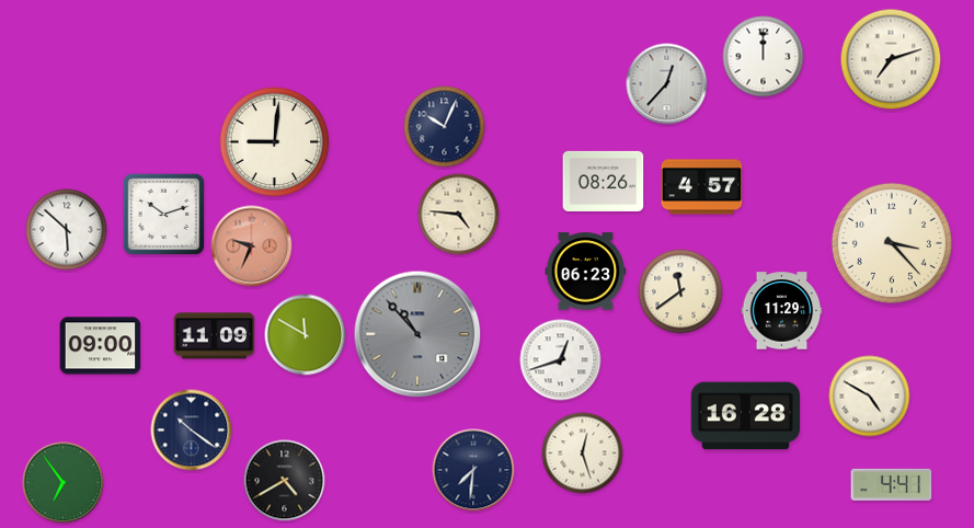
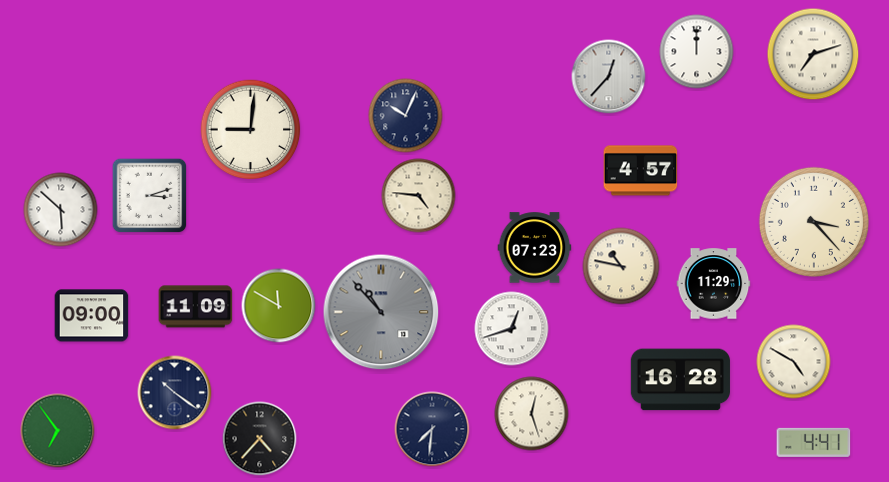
clock at (604, 181): 08:26 -> none
clock at (164, 215): 10:12 -> 3:12
clock at (252, 246): 9:34 -> none
clock at (586, 272): 06:23 -> 07:23
clock at (680, 291): 11:39 -> 10:47
clock at (417, 334) position: (417, 334) -> (381, 312)
clock at (285, 481): 4:40 -> 4:37
clock at (64, 483) position: (64, 483) -> (58, 431)
